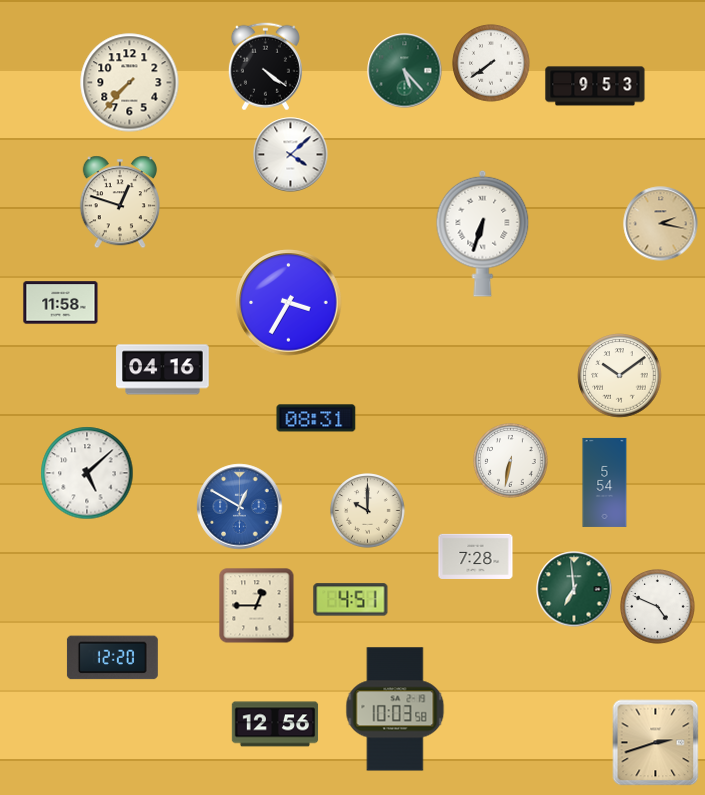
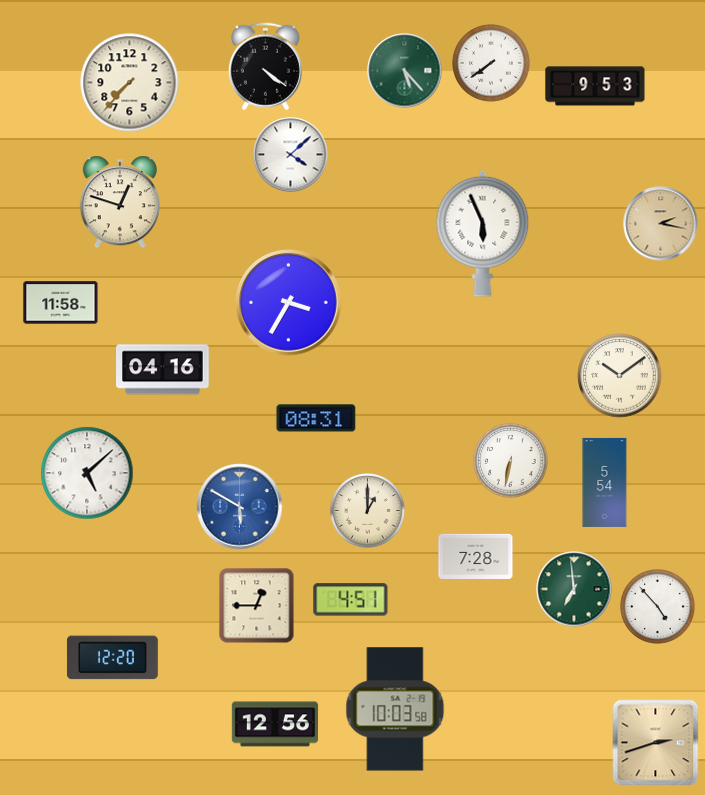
clock at (483, 233): 6:33 -> 5:56
clock at (240, 507): 12:50 -> 5:50
clock at (368, 511): 10:00 -> 1:00
clock at (658, 607): 4:49 -> 4:53
